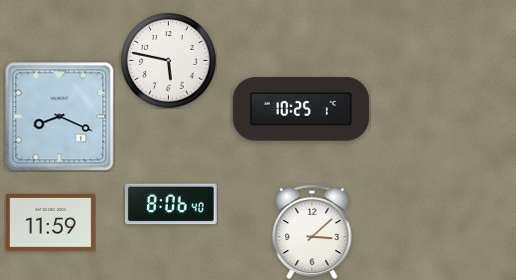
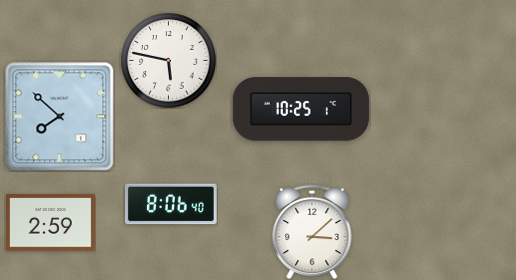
clock at (59, 116): 8:19 -> 7:52
clock at (50, 223): 11:59 -> 2:59
